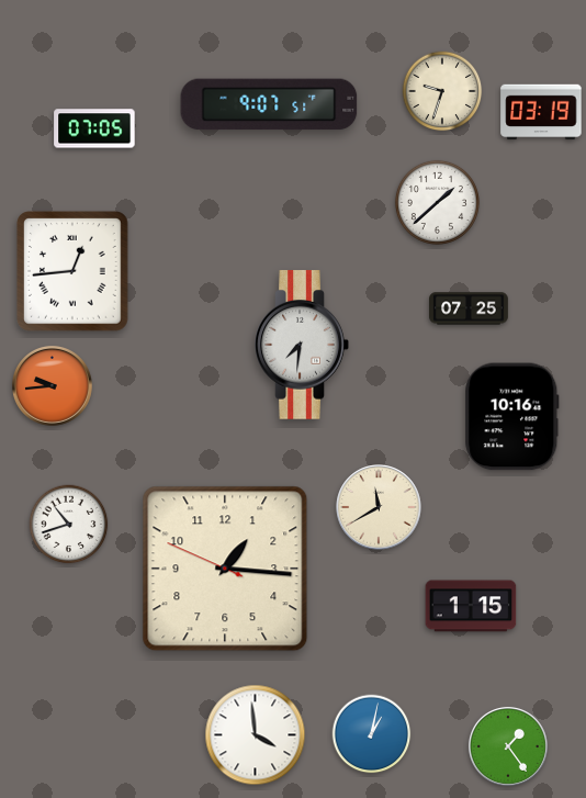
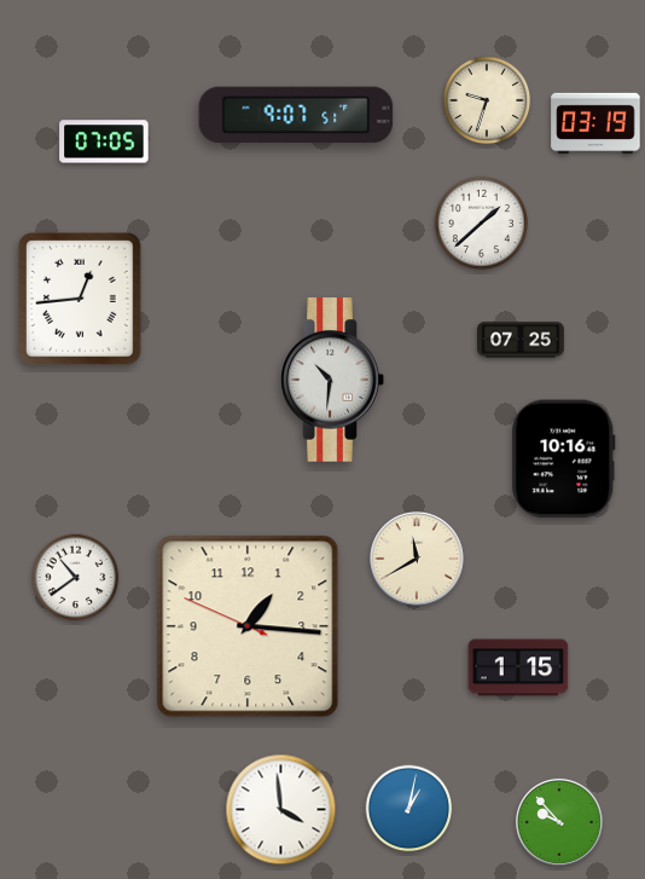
clock at (470, 308) position: (470, 308) -> (522, 340)
clock at (302, 345): 7:31 -> 10:31
clock at (52, 385): 9:44 -> none
clock at (69, 525): 10:42 -> 10:39
clock at (508, 746): 1:24 -> 9:53
